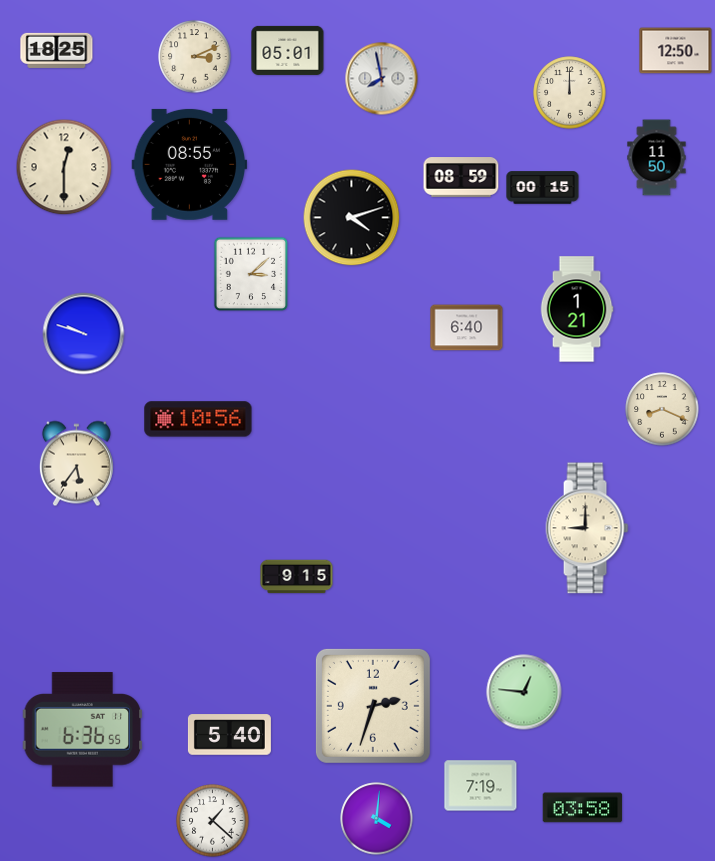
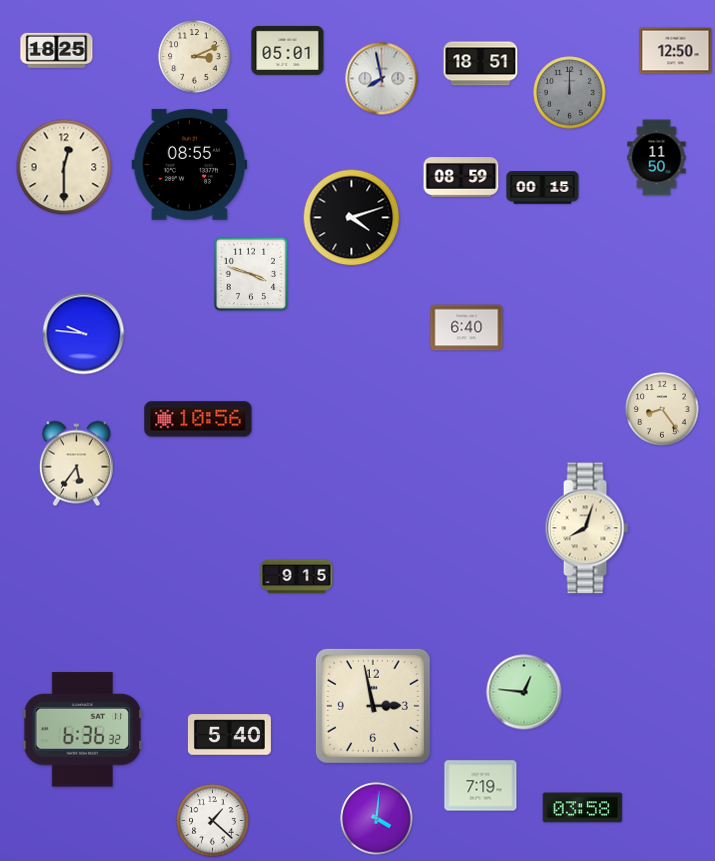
clock at (481, 64): none -> 18:51
clock at (570, 93) dial: cream -> grey
clock at (251, 274): 3:08 -> 3:48
clock at (577, 309): 1:21 -> none
clock at (84, 334): 9:48 -> 9:46
clock at (662, 409): 8:19 -> 8:24
clock at (587, 528): 9:00 -> 8:03
clock at (373, 706): 2:33 -> 2:58
clock at (83, 730): 6:36:55 -> 6:36:32
